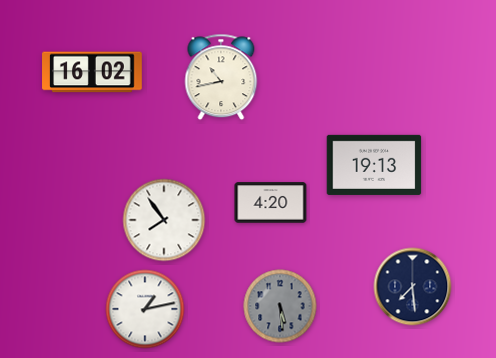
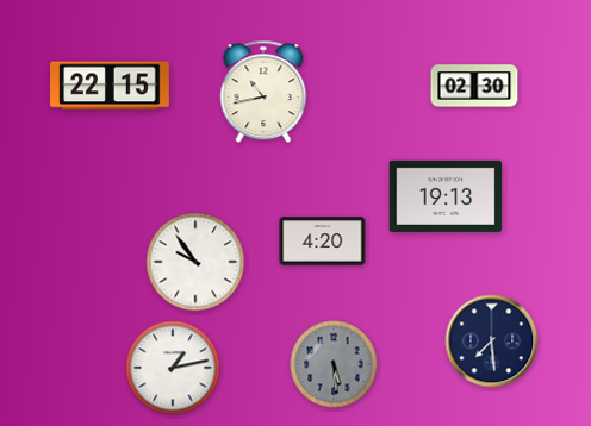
clock at (92, 72): 16:02 -> 22:15
clock at (474, 86): none -> 02:30
clock at (164, 220): 7:54 -> 9:54
